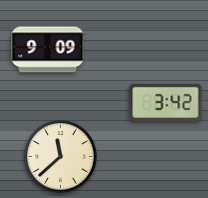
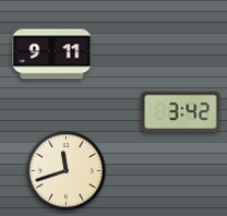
clock at (48, 50): 9:09 -> 9:11
clock at (61, 157): 11:38 -> 11:42
